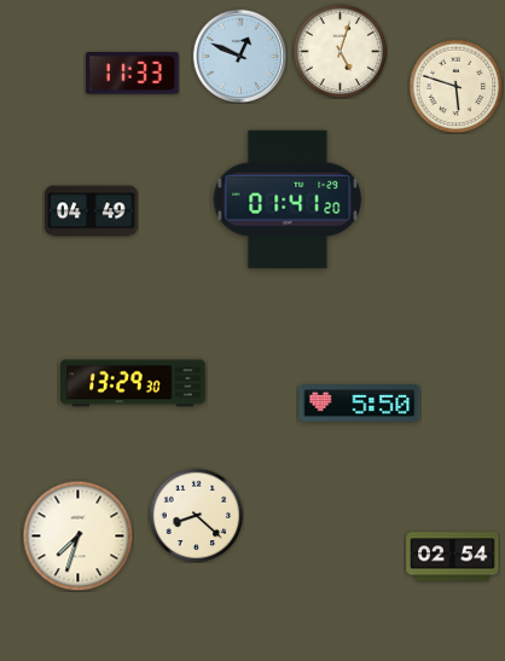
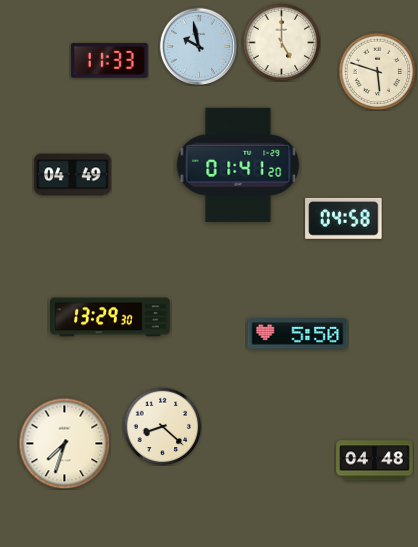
clock at (339, 51): 5:03 -> 5:00
clock at (239, 56): 12:49 -> 9:58
clock at (92, 211) position: (92, 211) -> (73, 175)
clock at (344, 218): none -> 04:58
clock at (453, 557): 02:54 -> 04:48
